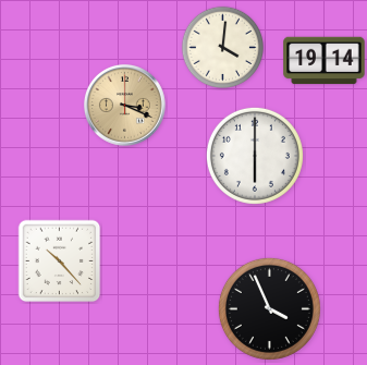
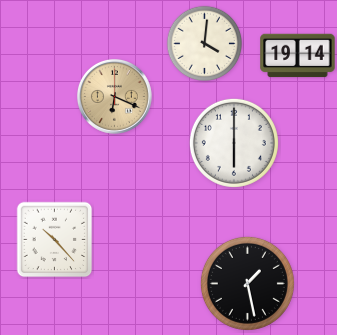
clock at (125, 106): 3:19 -> 6:19
clock at (269, 308): 3:56 -> 1:28
